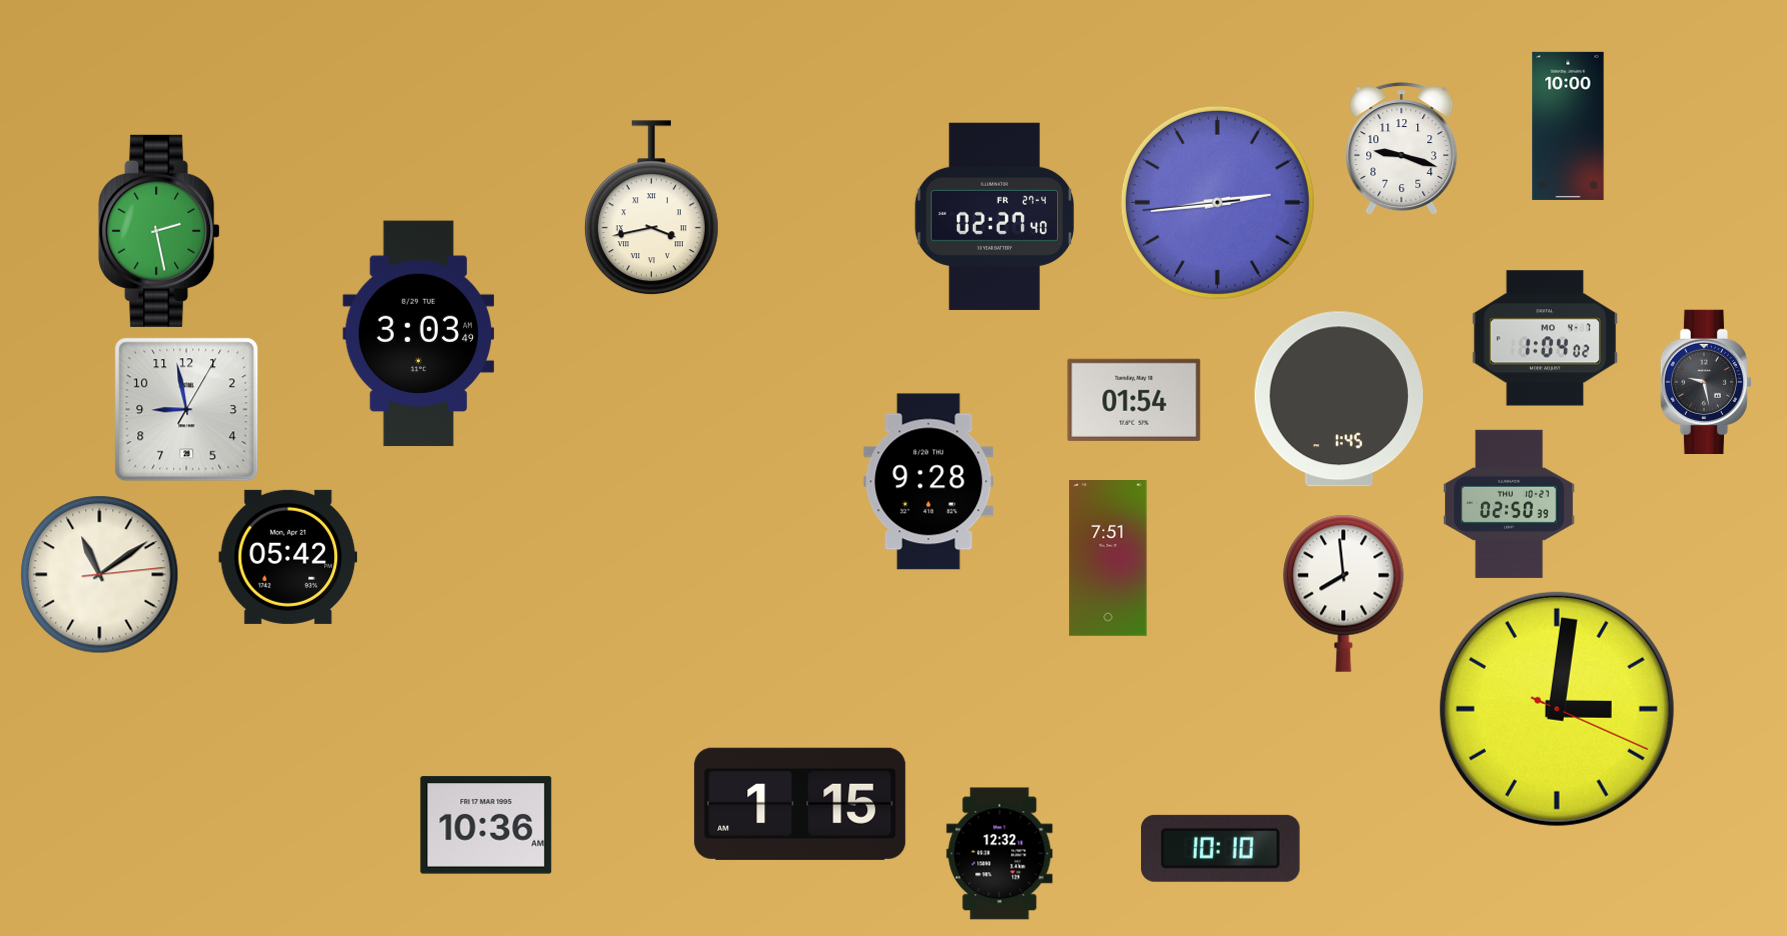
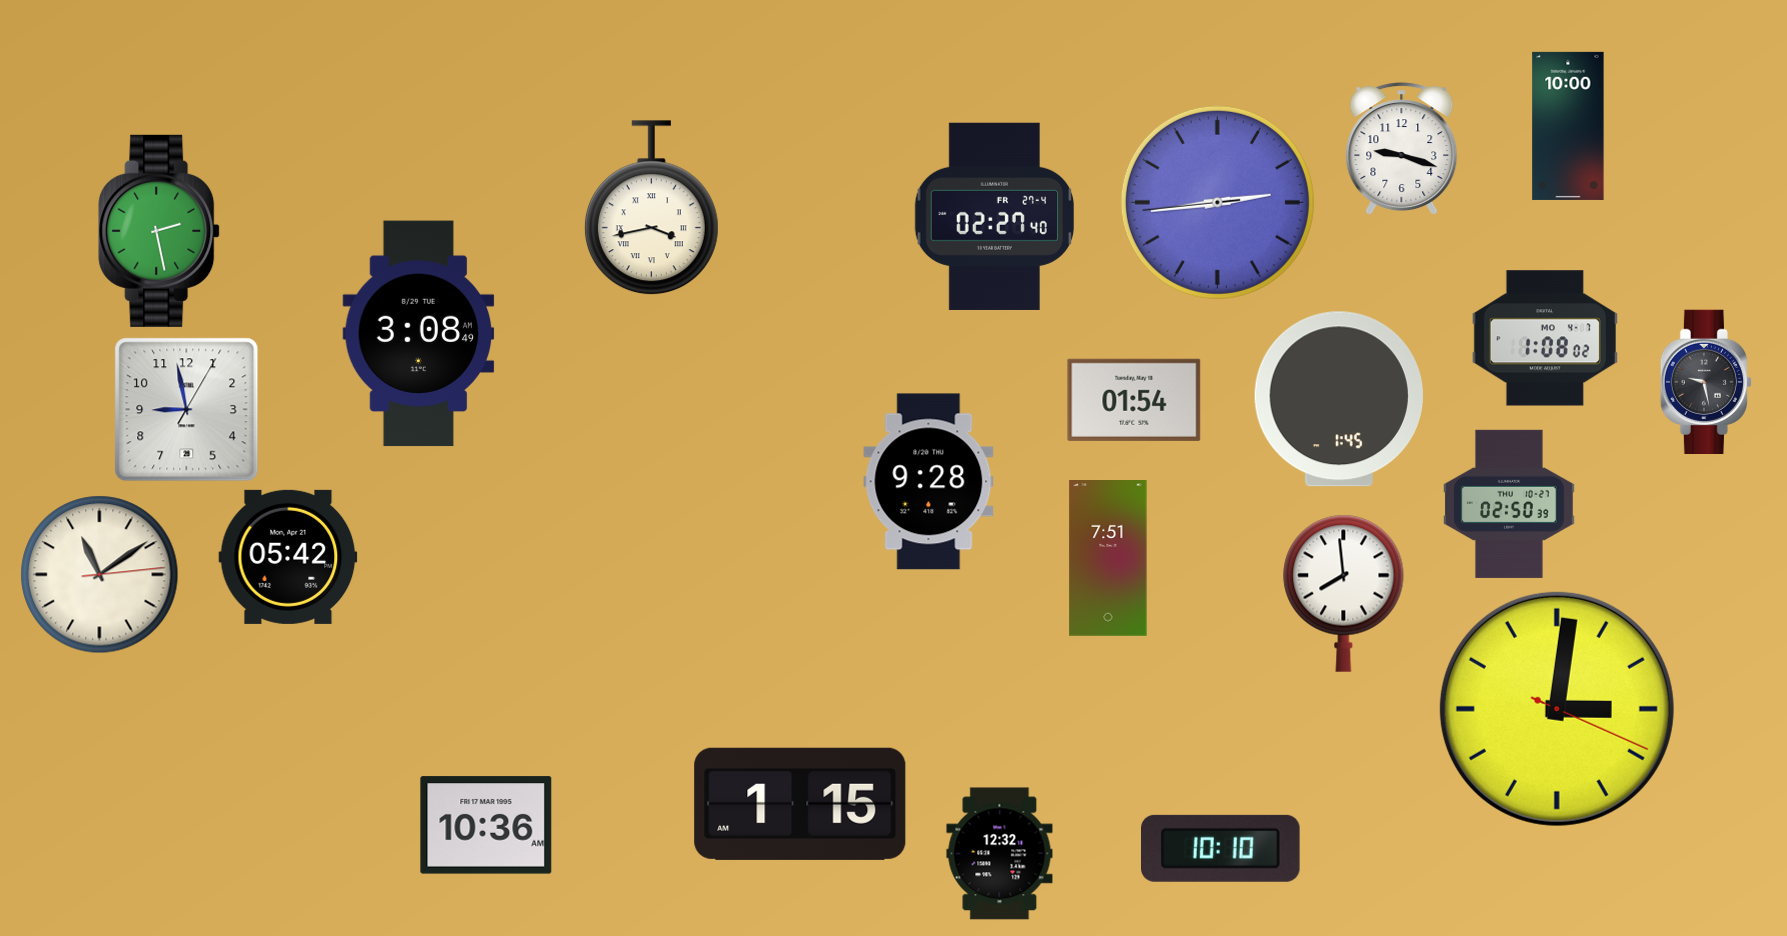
clock at (419, 334): 3:03 -> 3:08
clock at (1545, 338): 1:04 -> 1:08
